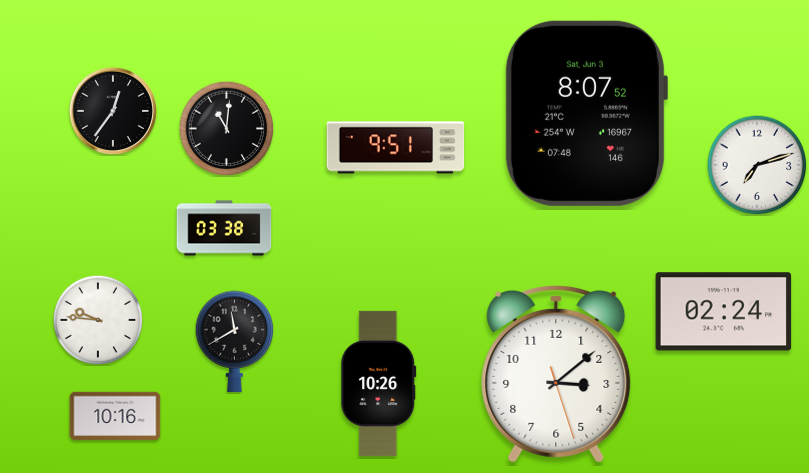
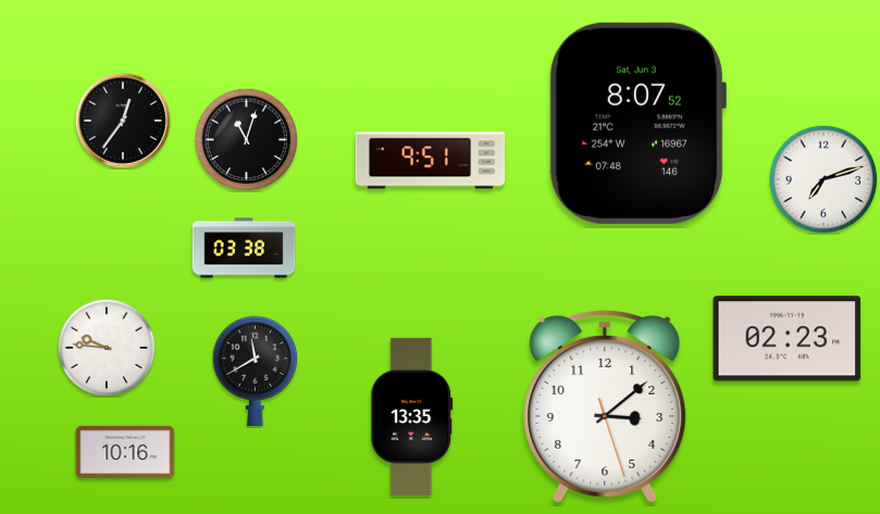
clock at (226, 128): 11:01 -> 11:03
clock at (724, 312): 02:24 -> 02:23
clock at (379, 383): 10:26 -> 13:35
